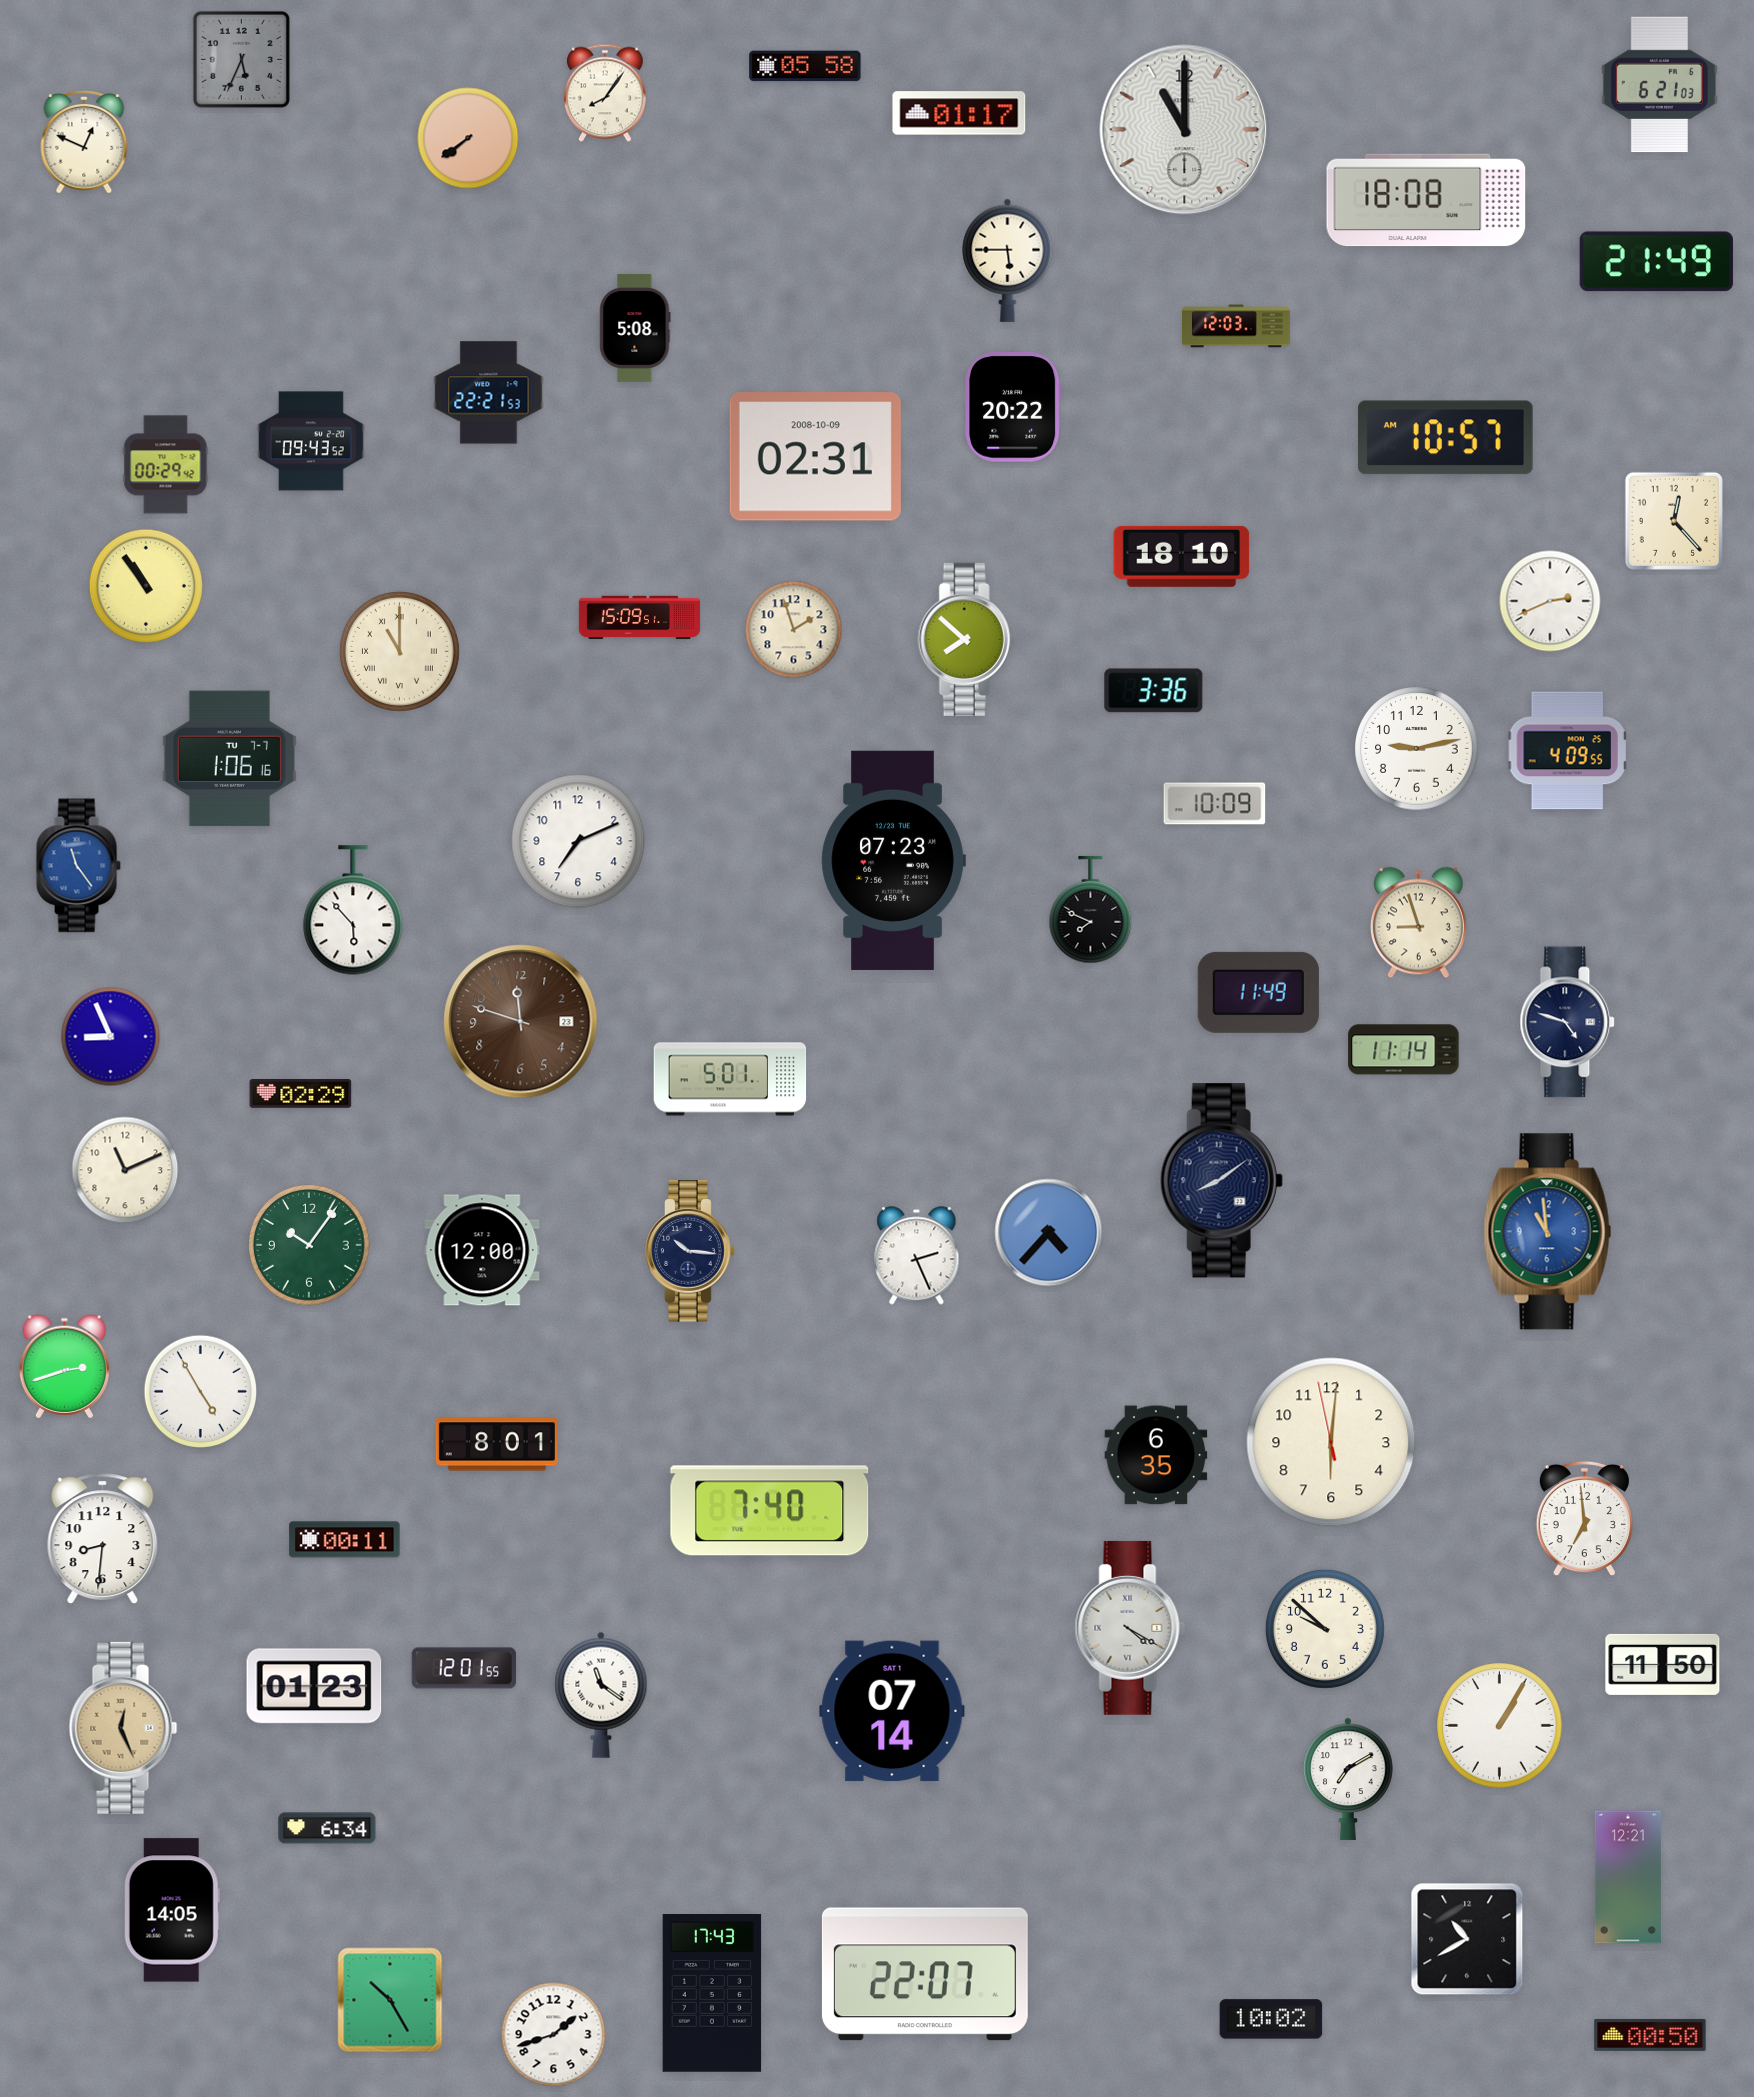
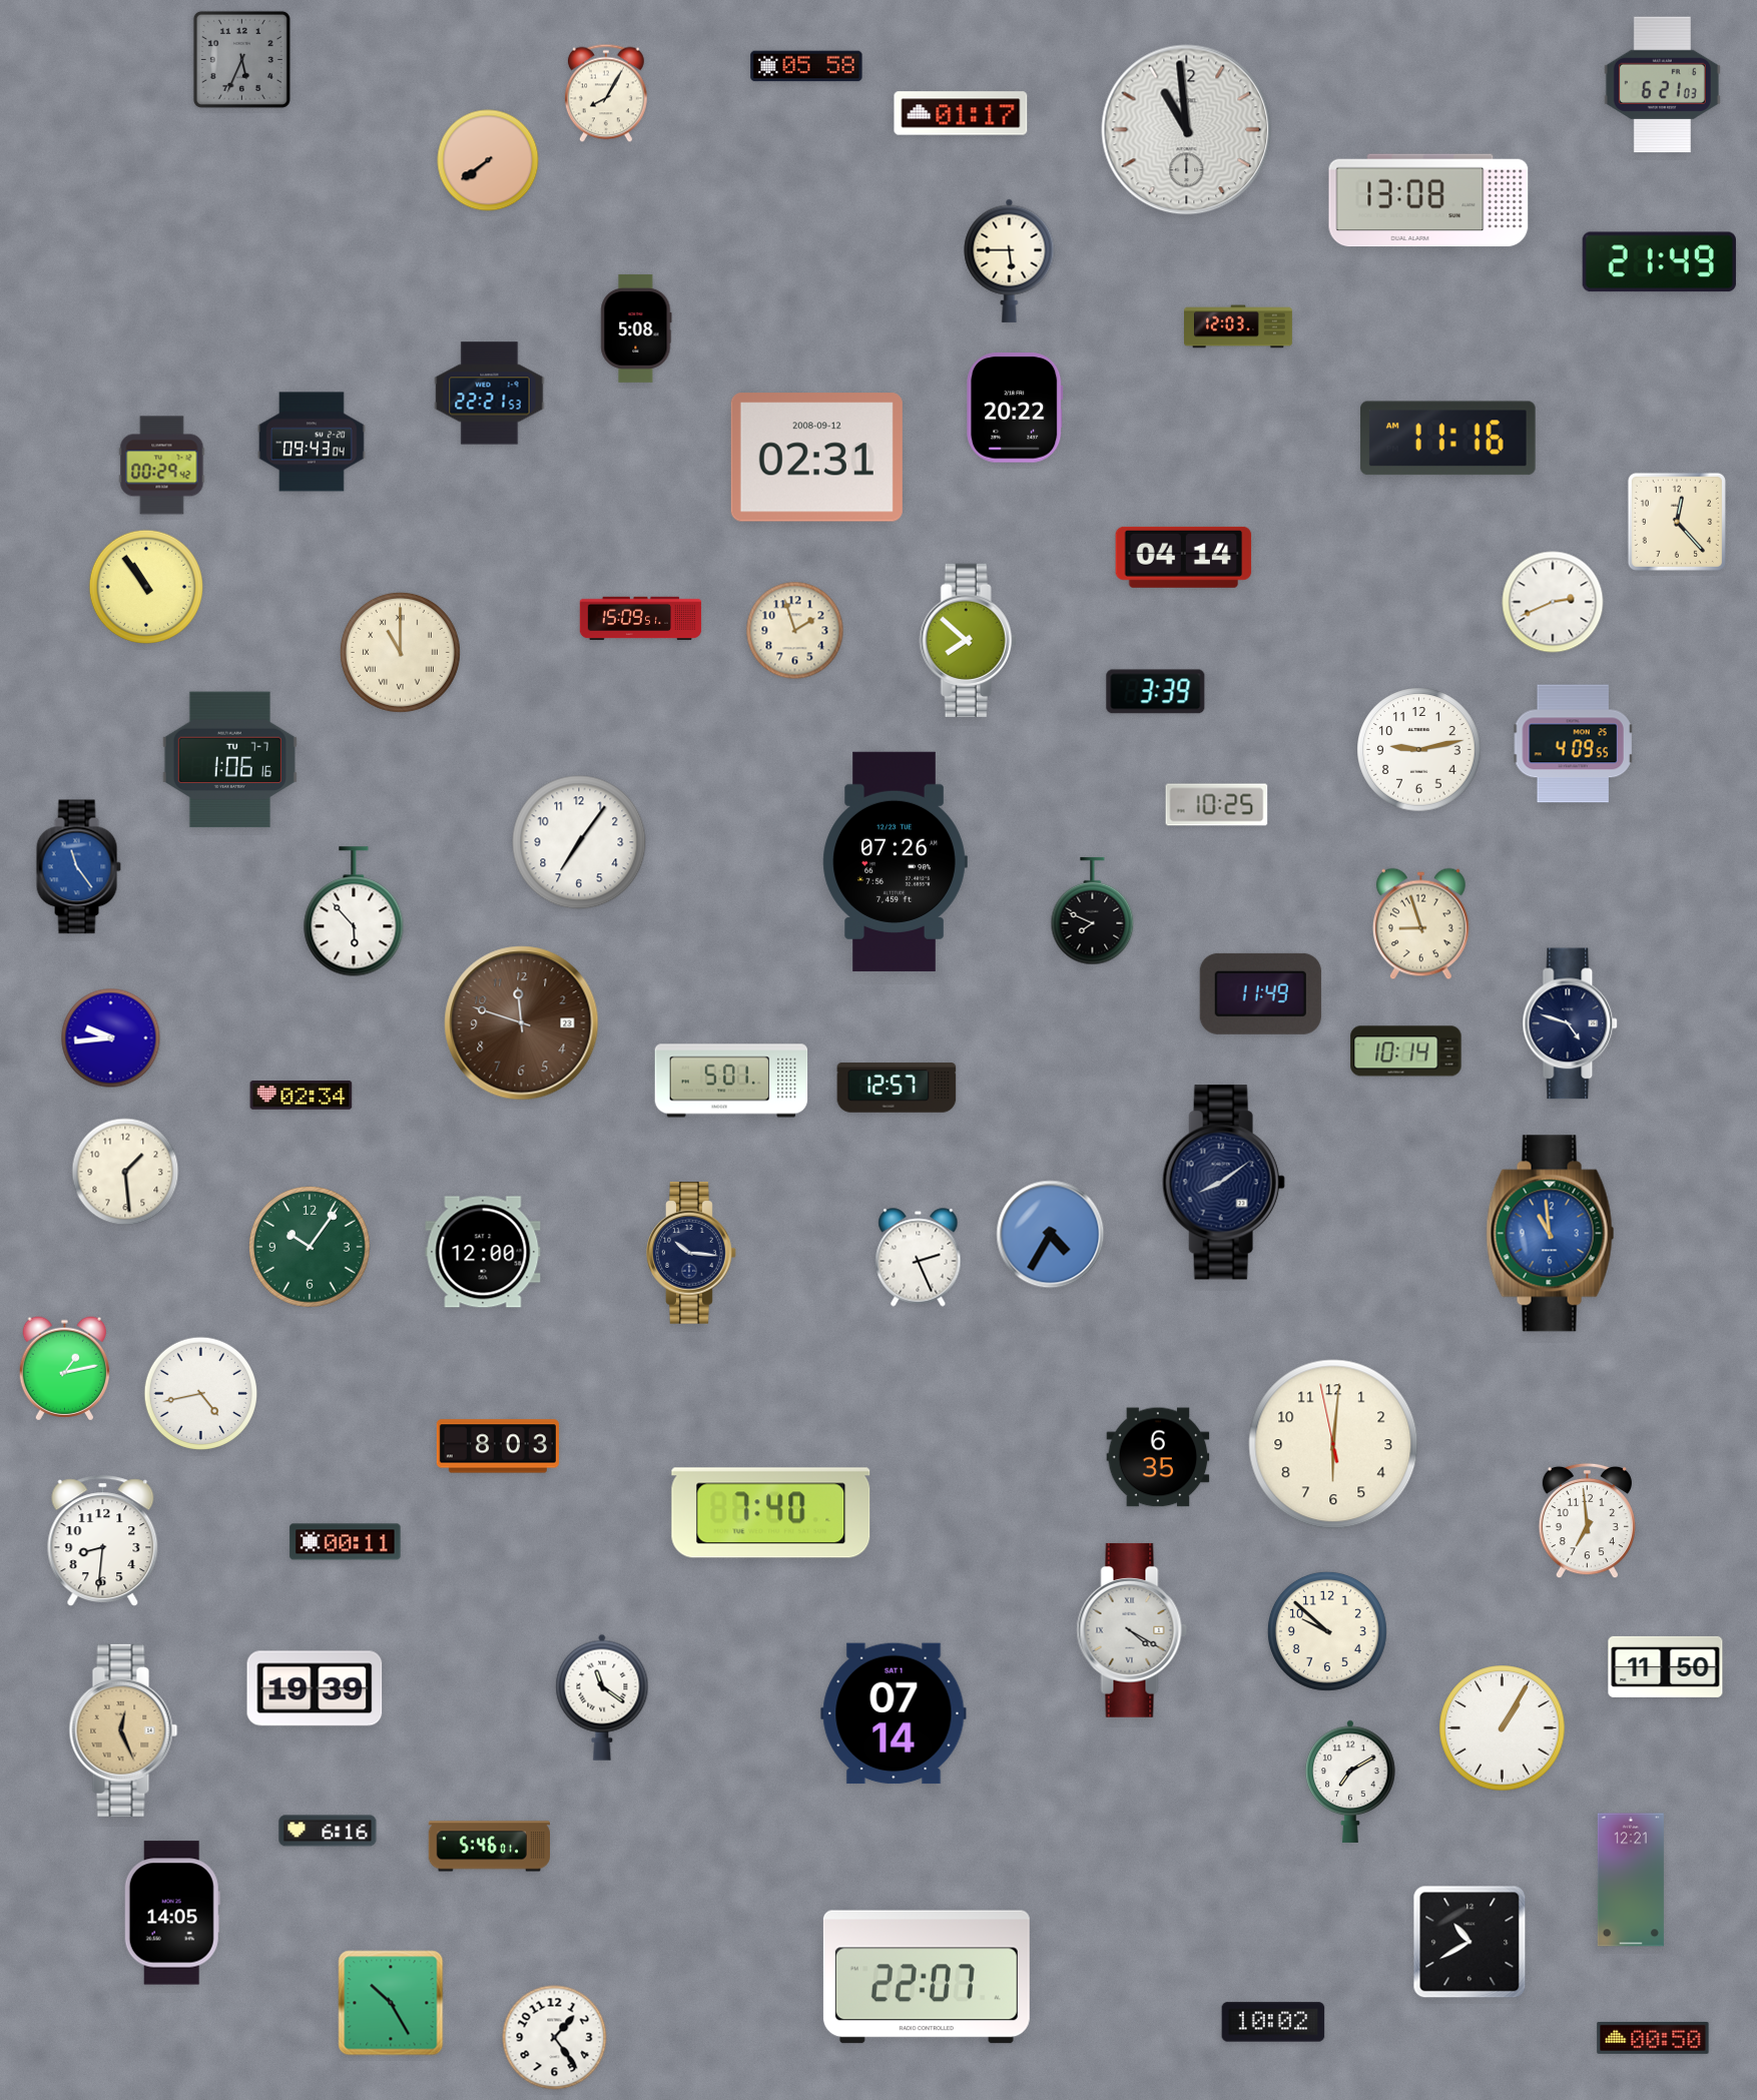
clock at (605, 93): 8:06 -> 8:05
clock at (1185, 130): 11:00 -> 10:59
clock at (468, 138) position: (468, 138) -> (488, 160)
clock at (84, 143): 12:49 -> none
clock at (1426, 200): 18:08 -> 13:08
clock at (1445, 438): 10:57 -> 11:16
clock at (311, 441): 09:43:52 -> 09:43:04
clock at (815, 457) date: 2008-10-09 -> 2008-09-12
clock at (166, 465) position: (166, 465) -> (162, 466)
clock at (1182, 556): 18:10 -> 04:14
clock at (1154, 691): 3:36 -> 3:39
clock at (1568, 751) position: (1568, 751) -> (1574, 744)
clock at (1215, 804): 10:09 -> 10:25
clock at (578, 841): 7:11 -> 7:06
clock at (893, 860): 07:23 -> 07:26
clock at (111, 1037): 8:56 -> 9:44
clock at (1404, 1050): 11:14 -> 10:14
clock at (897, 1088): none -> 12:57
clock at (301, 1094): 02:29 -> 02:34
clock at (125, 1170): 11:11 -> 1:29
clock at (1049, 1233): 4:37 -> 4:35
clock at (64, 1367): 2:42 -> 1:13
clock at (200, 1391): 4:55 -> 4:43
clock at (497, 1444): 8:01 -> 8:03
clock at (464, 1668): 12:01 -> none
clock at (314, 1686): 01:23 -> 19:39
clock at (327, 1828): 6:34 -> 6:16
clock at (489, 1847): none -> 5:46
clock at (712, 1994): 17:43 -> none
clock at (554, 2035): 1:42 -> 1:24
